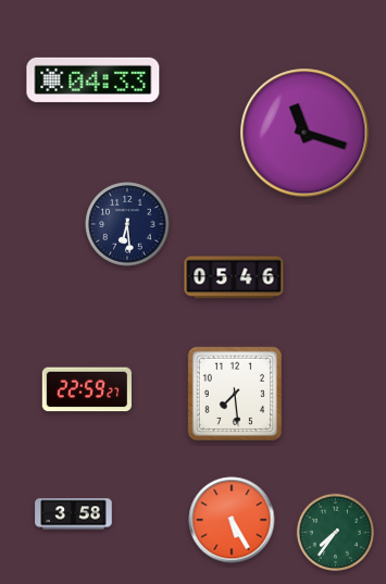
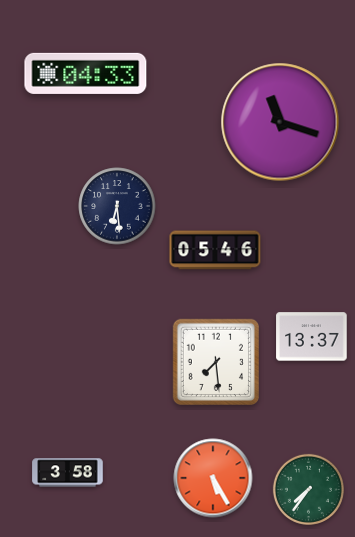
clock at (234, 277) position: (234, 277) -> (215, 250)
clock at (312, 337): none -> 13:37
clock at (87, 389): 22:59 -> none
